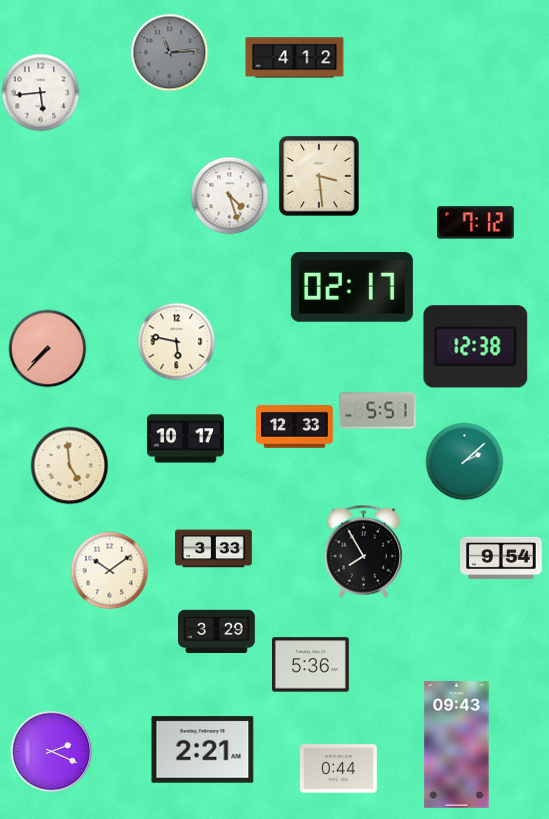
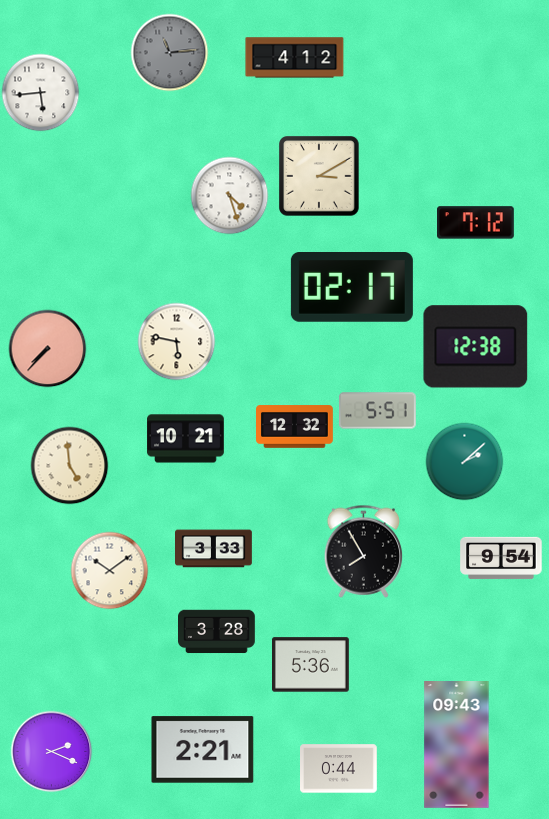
clock at (320, 177): 3:29 -> 3:10
clock at (295, 427): 12:33 -> 12:32
clock at (186, 439): 10:17 -> 10:21
clock at (217, 632): 3:29 -> 3:28
